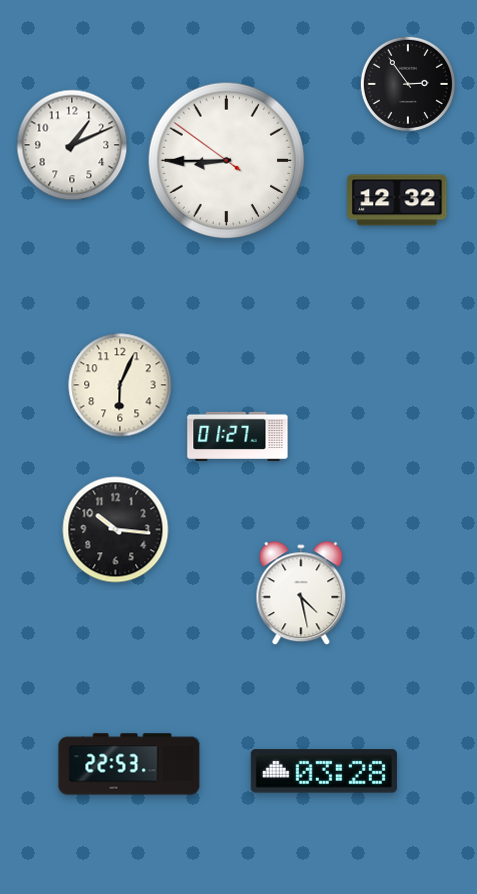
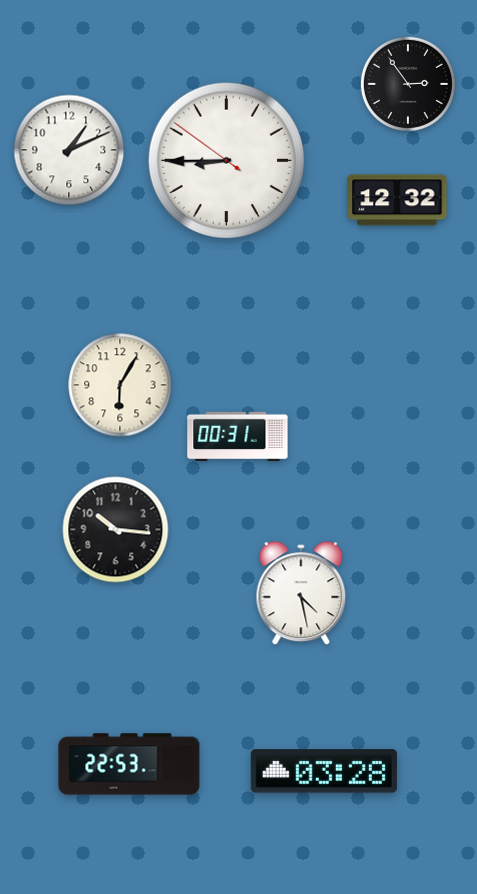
clock at (72, 145) position: (72, 145) -> (69, 150)
clock at (120, 385): 6:04 -> 6:05
clock at (238, 437): 01:27 -> 00:31
